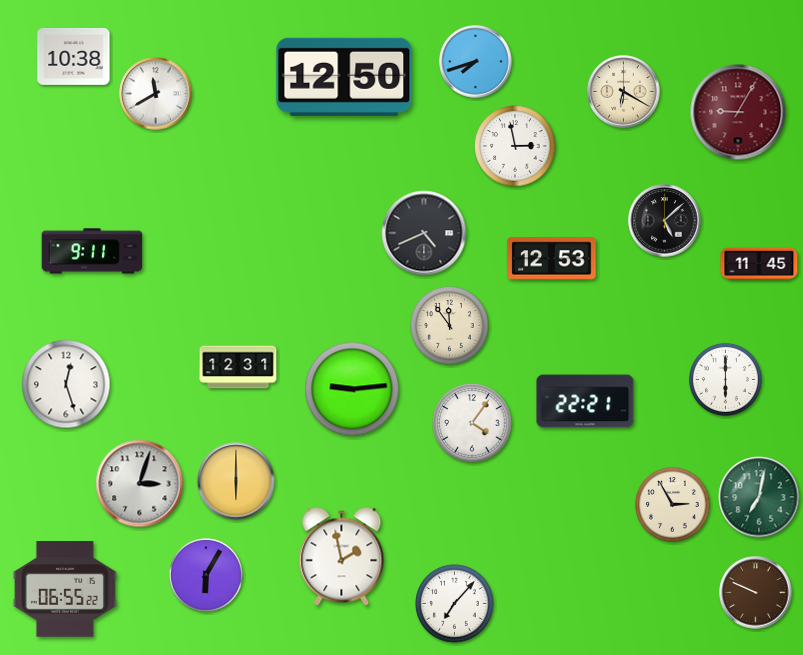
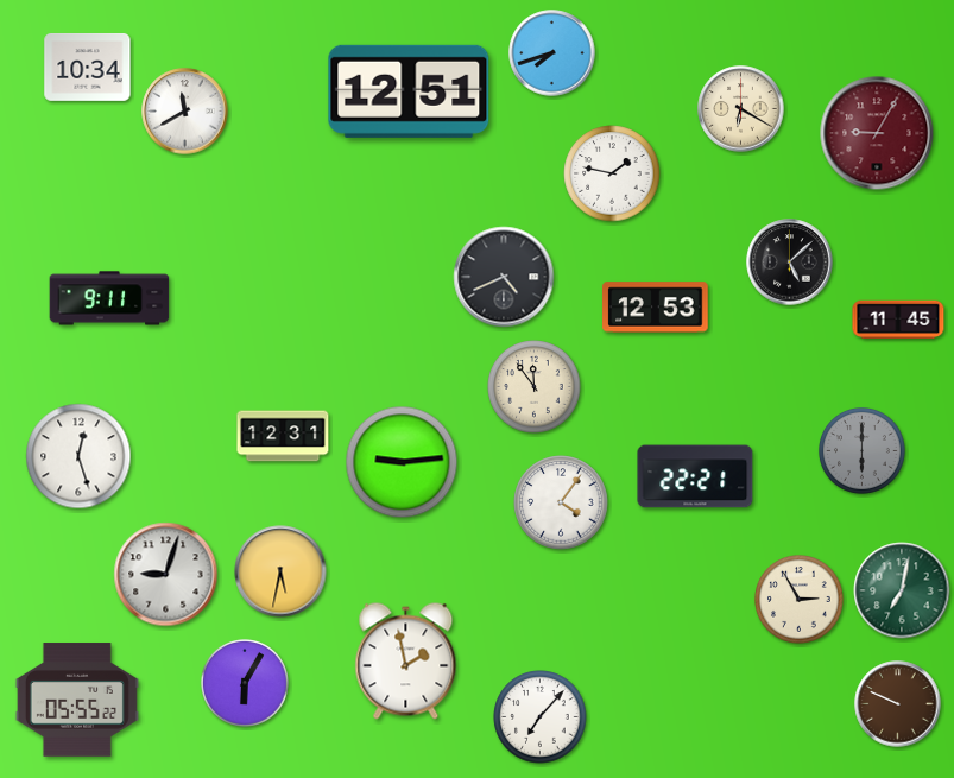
clock at (74, 56): 10:38 -> 10:34
clock at (476, 62) position: (476, 62) -> (552, 53)
clock at (344, 77): 12:50 -> 12:51
clock at (515, 146): 2:58 -> 1:47
clock at (759, 264) position: (759, 264) -> (898, 320)
clock at (725, 379) dial: white -> grey
clock at (352, 389) position: (352, 389) -> (402, 462)
clock at (236, 481): 6:00 -> 5:32
clock at (140, 484): 3:03 -> 9:03
clock at (65, 589): 06:55 -> 05:55
